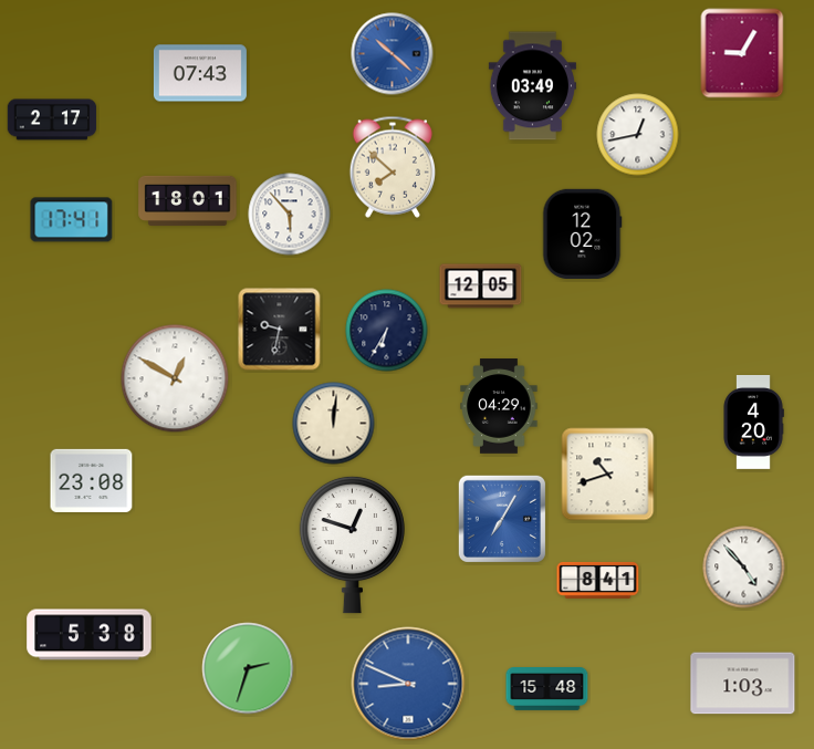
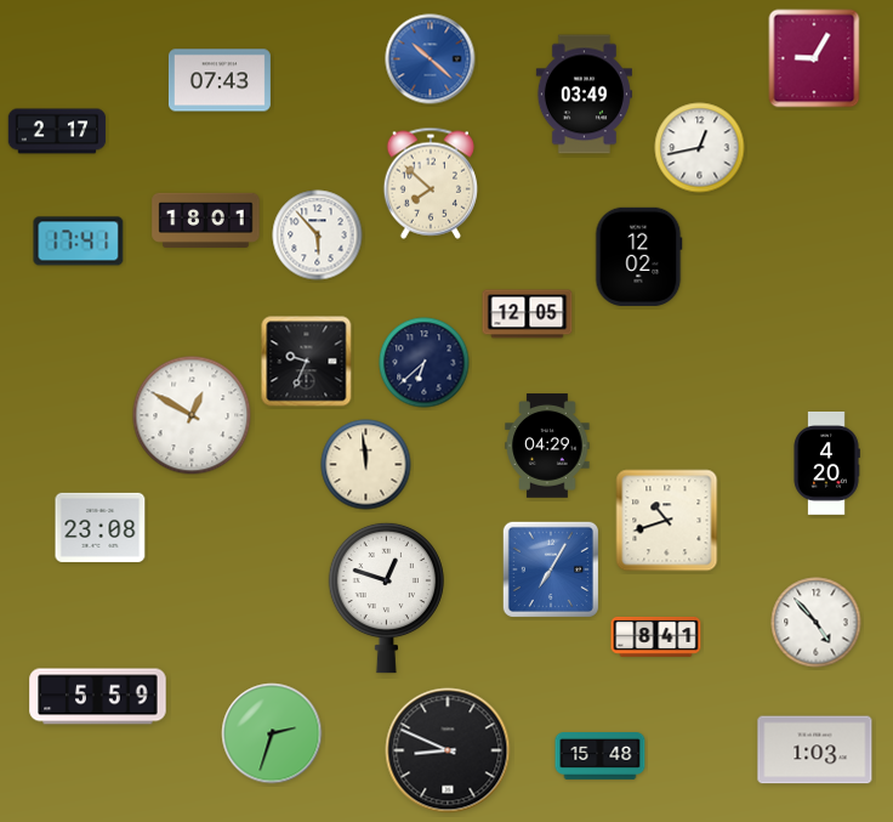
clock at (280, 330): 9:32 -> 9:34
clock at (387, 331): 6:35 -> 6:38
clock at (334, 424): 12:01 -> 11:59
clock at (90, 635): 5:38 -> 5:59
clock at (408, 684) dial: blue -> black
